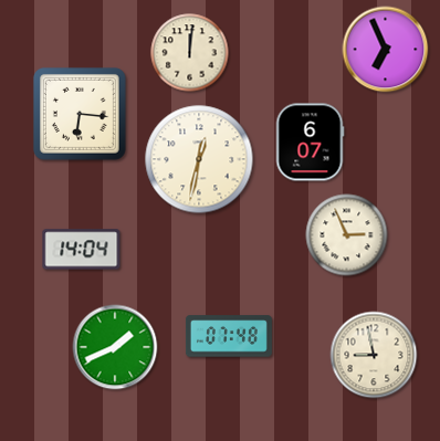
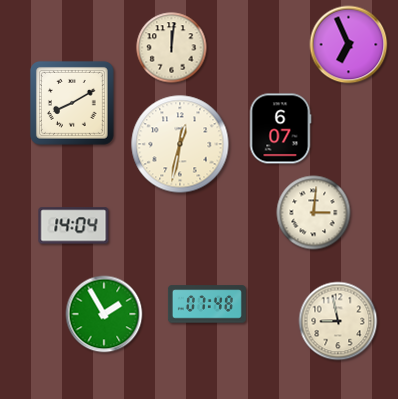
clock at (80, 114): 6:16 -> 8:10
clock at (347, 235): 2:56 -> 3:01
clock at (115, 347): 1:41 -> 1:55
